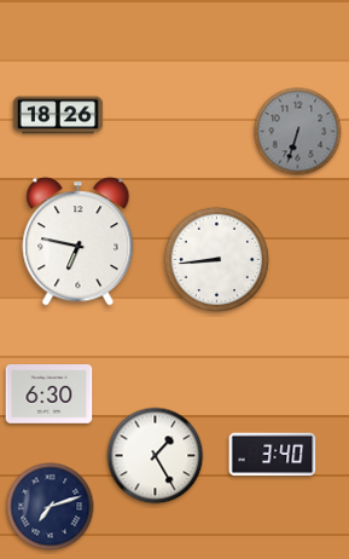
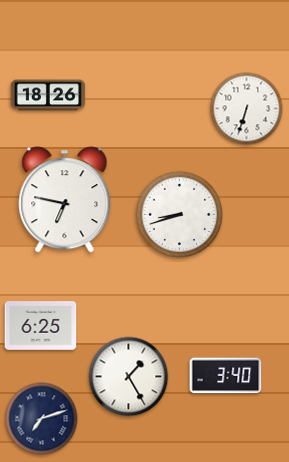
clock at (298, 132) dial: grey -> white
clock at (216, 259): 8:44 -> 8:42
clock at (50, 394): 6:30 -> 6:25
